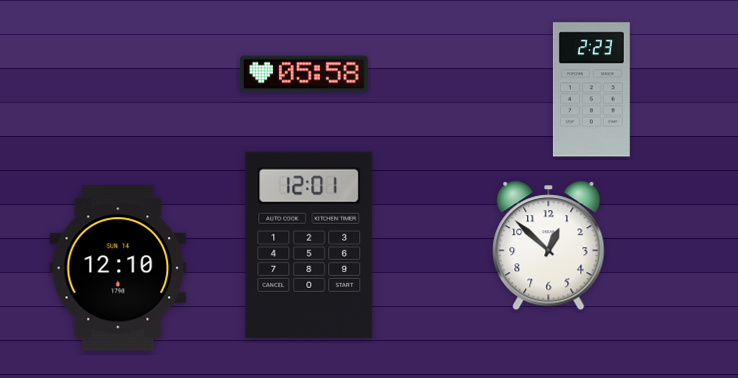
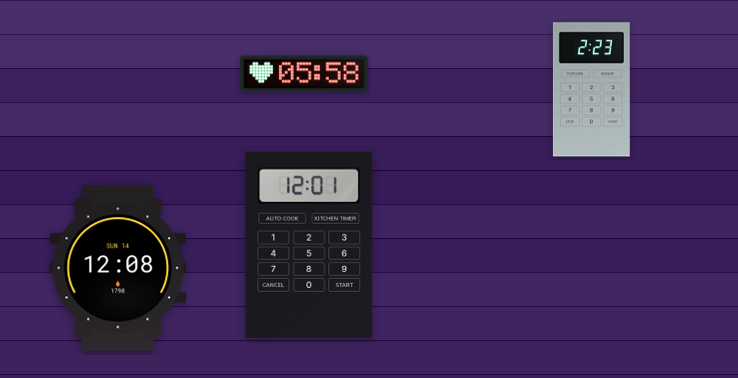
clock at (549, 246): 12:52 -> none
clock at (118, 268): 12:10 -> 12:08
